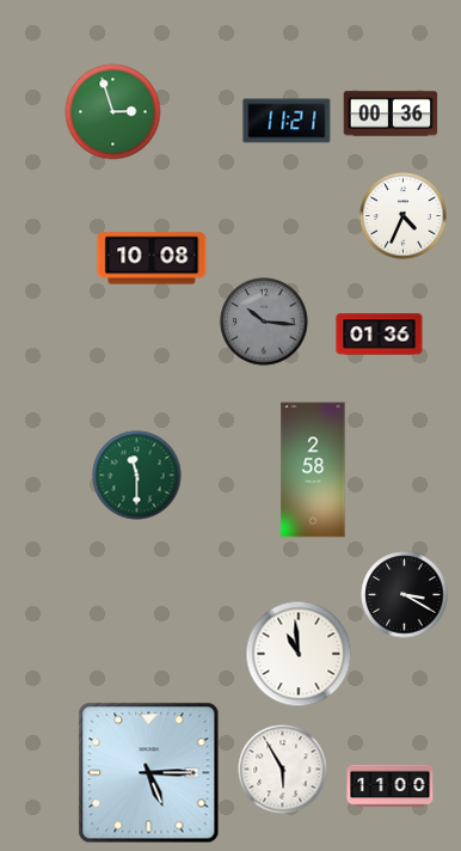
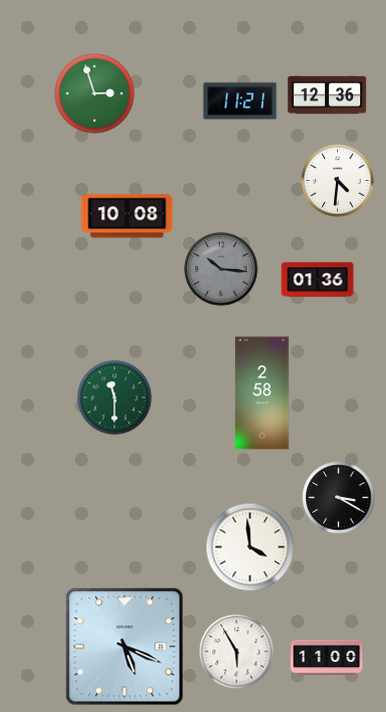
clock at (391, 114): 00:36 -> 12:36
clock at (404, 216): 4:34 -> 4:31
clock at (299, 654): 10:59 -> 3:59
clock at (283, 770) position: (283, 770) -> (237, 652)
clock at (149, 773): 5:15 -> 5:19
